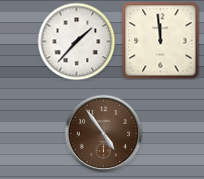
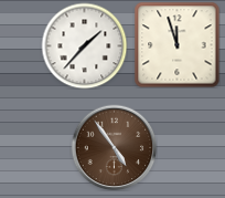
clock at (160, 40): 11:59 -> 11:57
